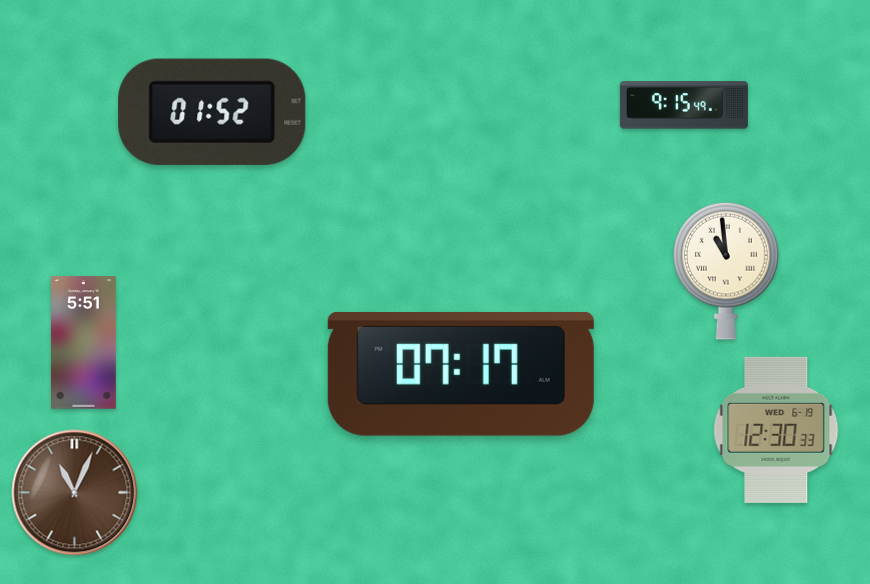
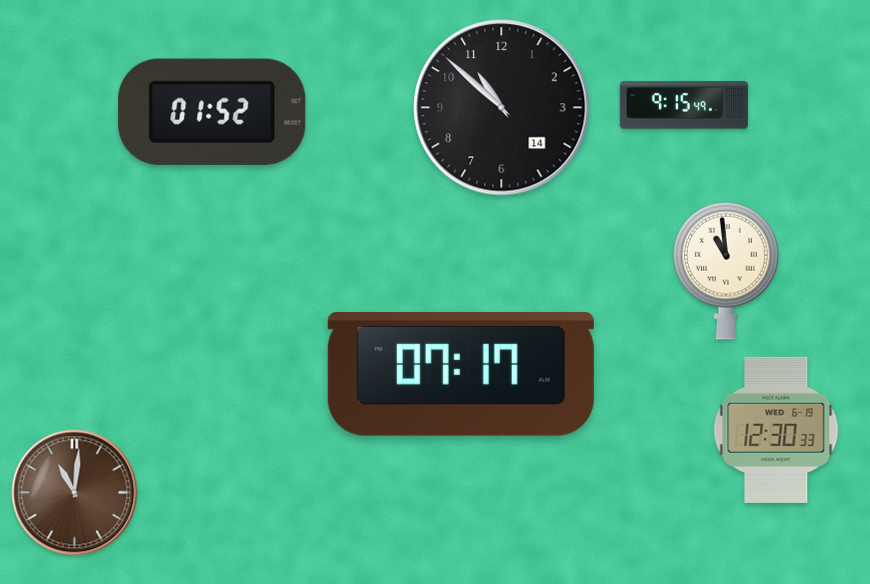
clock at (502, 108): none -> 10:52
clock at (84, 343): 5:51 -> none
clock at (75, 493): 11:04 -> 11:01
